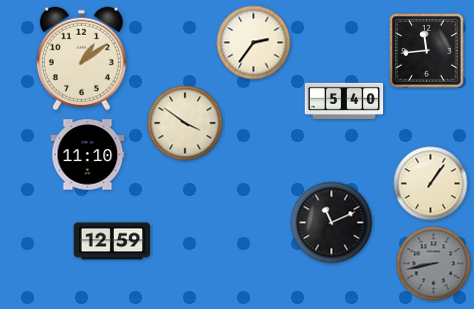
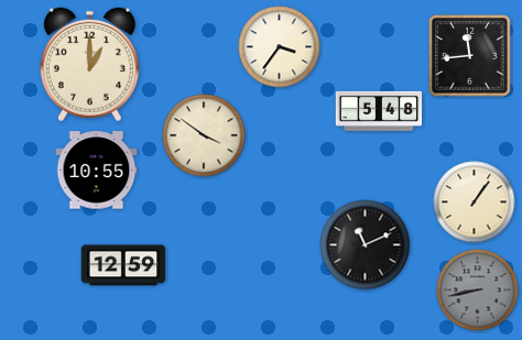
clock at (254, 43): 2:36 -> 3:36
clock at (81, 59): 1:09 -> 1:00
clock at (344, 101): 5:40 -> 5:48
clock at (88, 155): 11:10 -> 10:55
